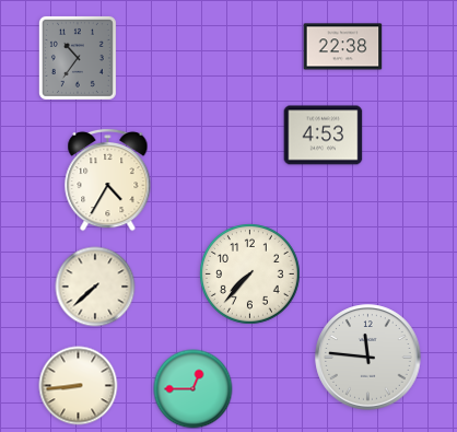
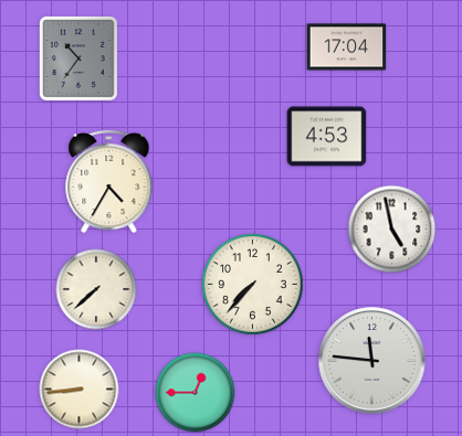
clock at (343, 47): 22:38 -> 17:04
clock at (392, 230): none -> 4:58
clock at (250, 275) position: (250, 275) -> (253, 285)
